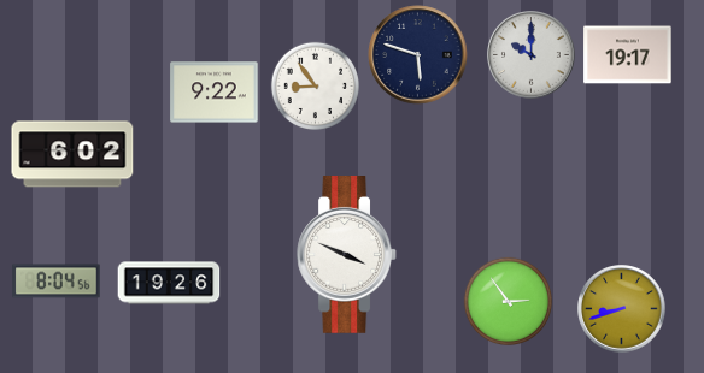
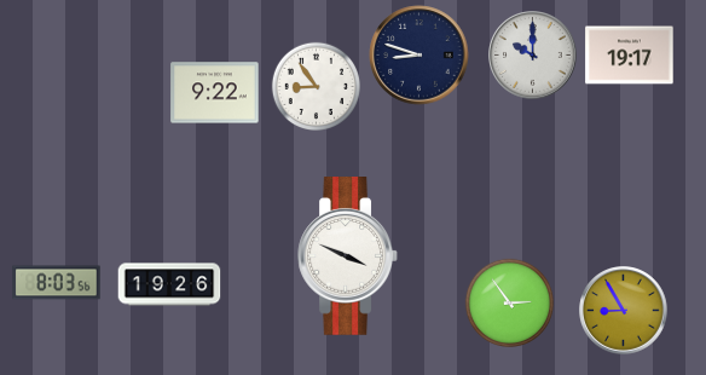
clock at (418, 55): 5:48 -> 8:48
clock at (72, 154): 6:02 -> none
clock at (57, 282): 8:04 -> 8:03
clock at (622, 309): 8:42 -> 8:55
